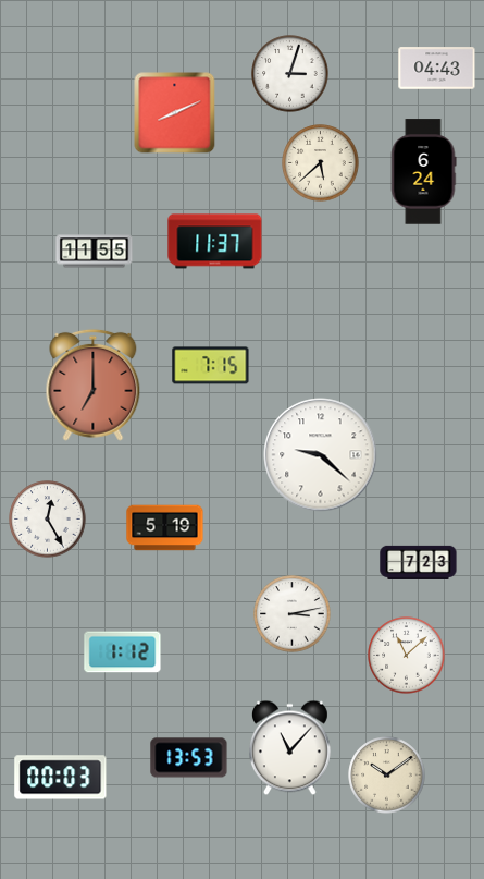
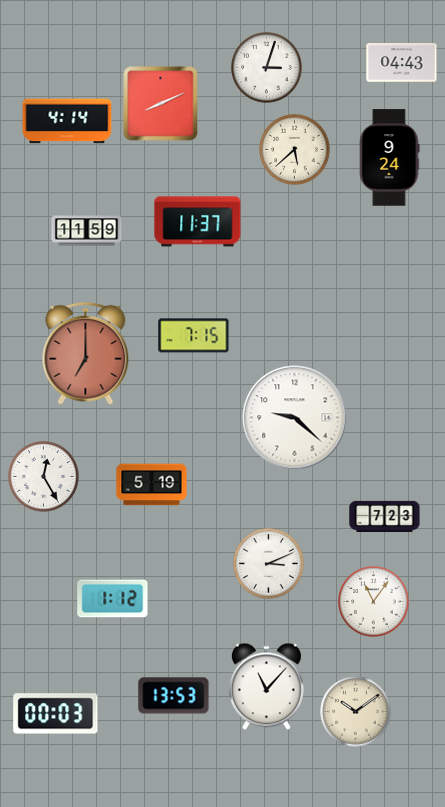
clock at (67, 121): none -> 4:14
clock at (423, 172): 6:24 -> 9:24
clock at (95, 252): 11:55 -> 11:59
clock at (293, 614): 3:13 -> 3:11
clock at (407, 656): 11:08 -> 11:06
